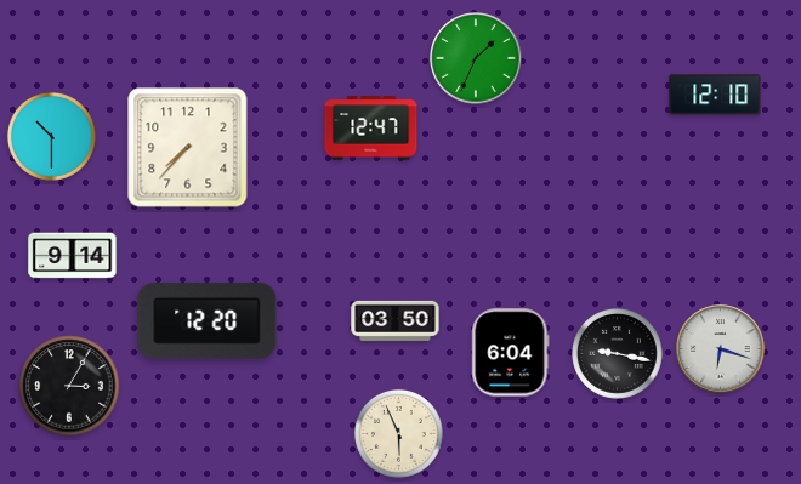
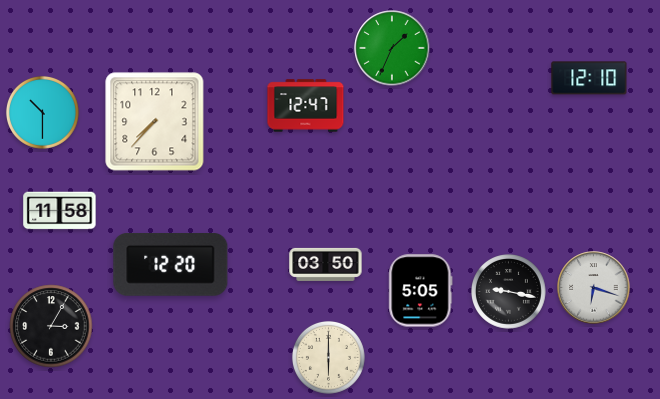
clock at (73, 256): 9:14 -> 11:58
clock at (511, 353): 6:04 -> 5:05
clock at (69, 386) position: (69, 386) -> (51, 326)
clock at (398, 433): 5:56 -> 6:00
